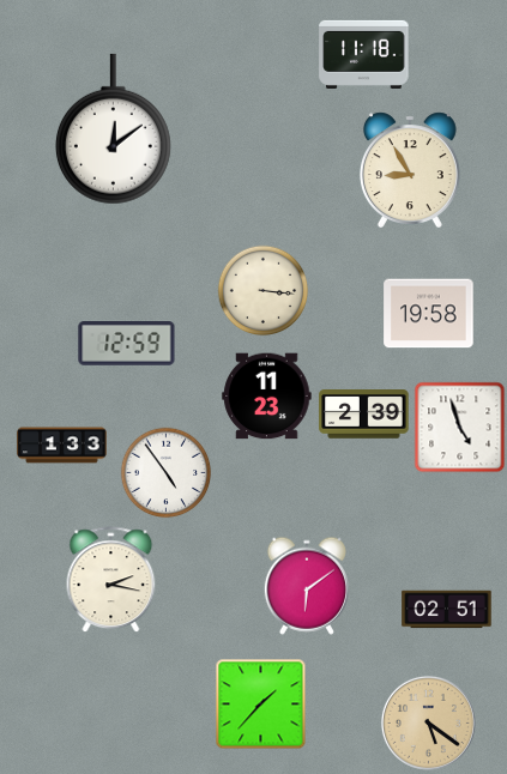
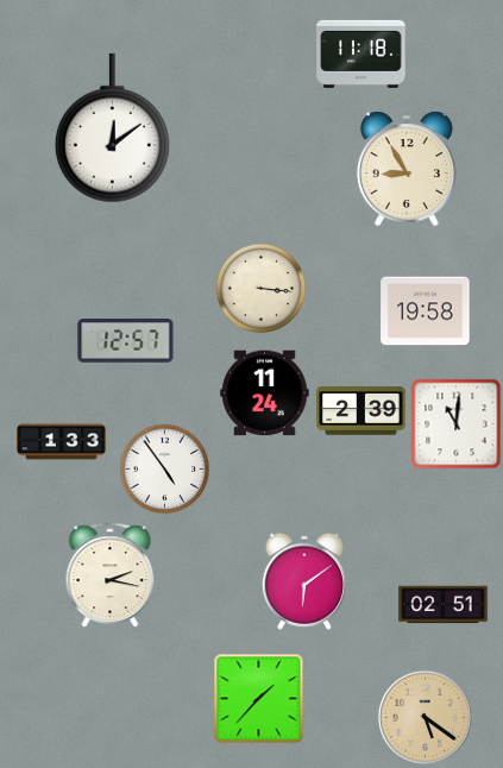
clock at (127, 344): 12:59 -> 12:57
clock at (267, 397): 11:23 -> 11:24
clock at (460, 428): 4:57 -> 11:01
